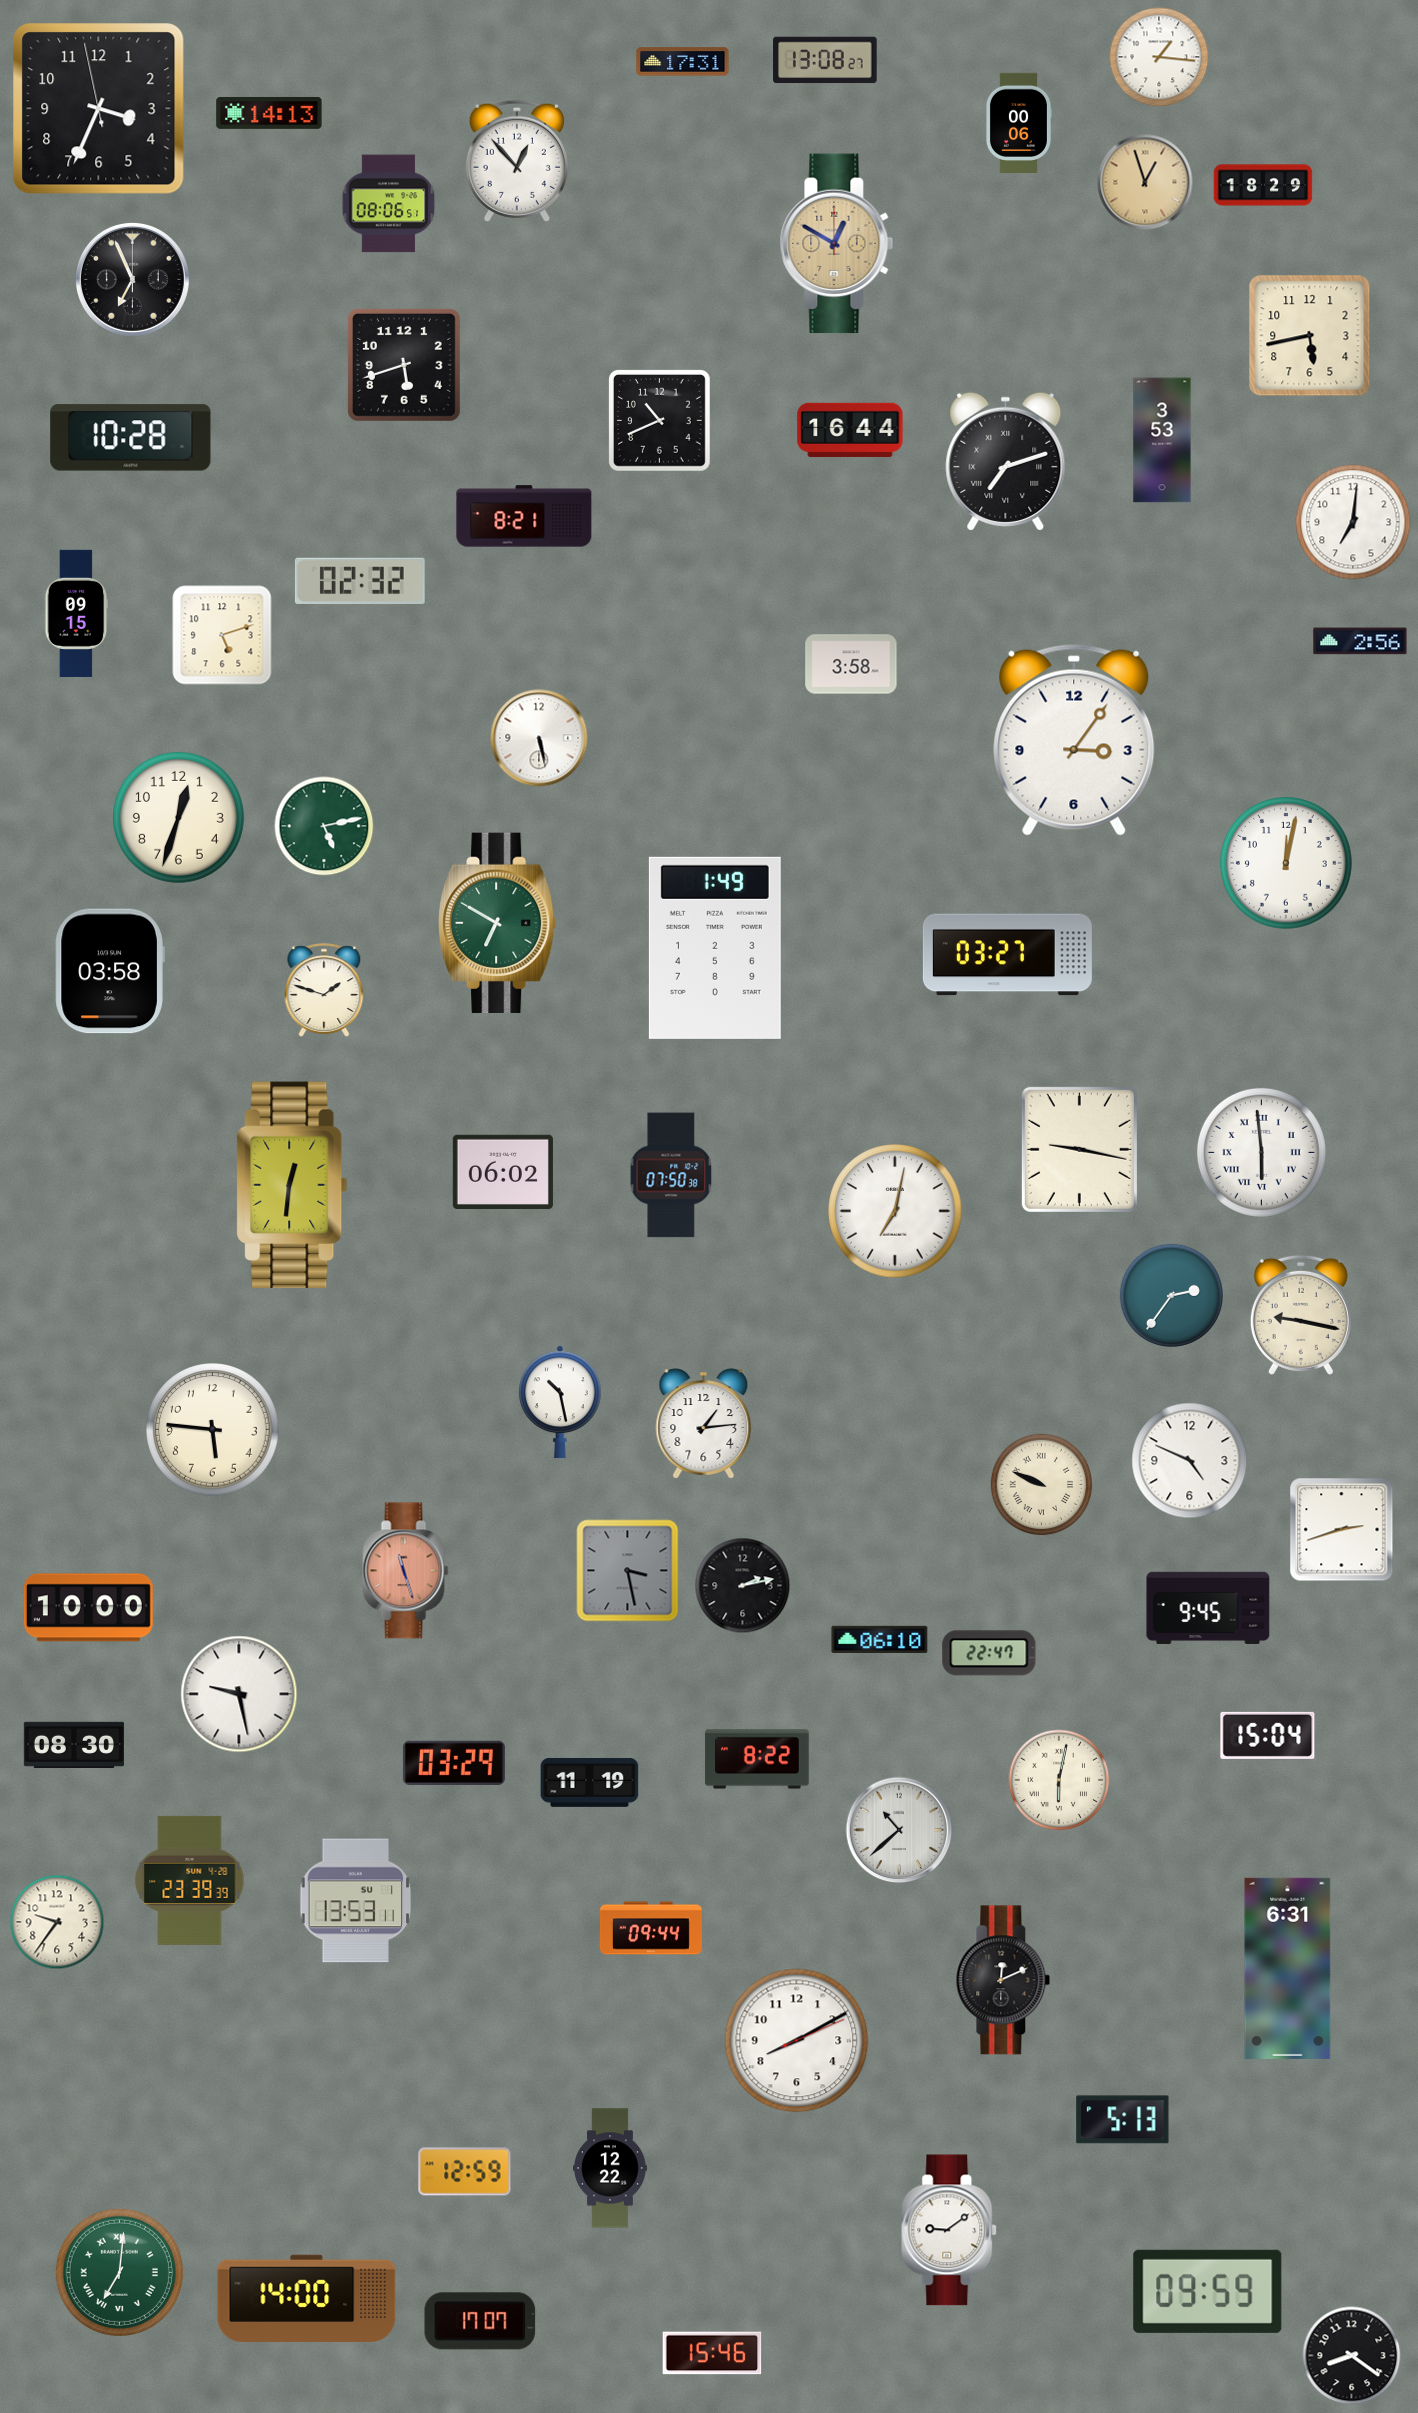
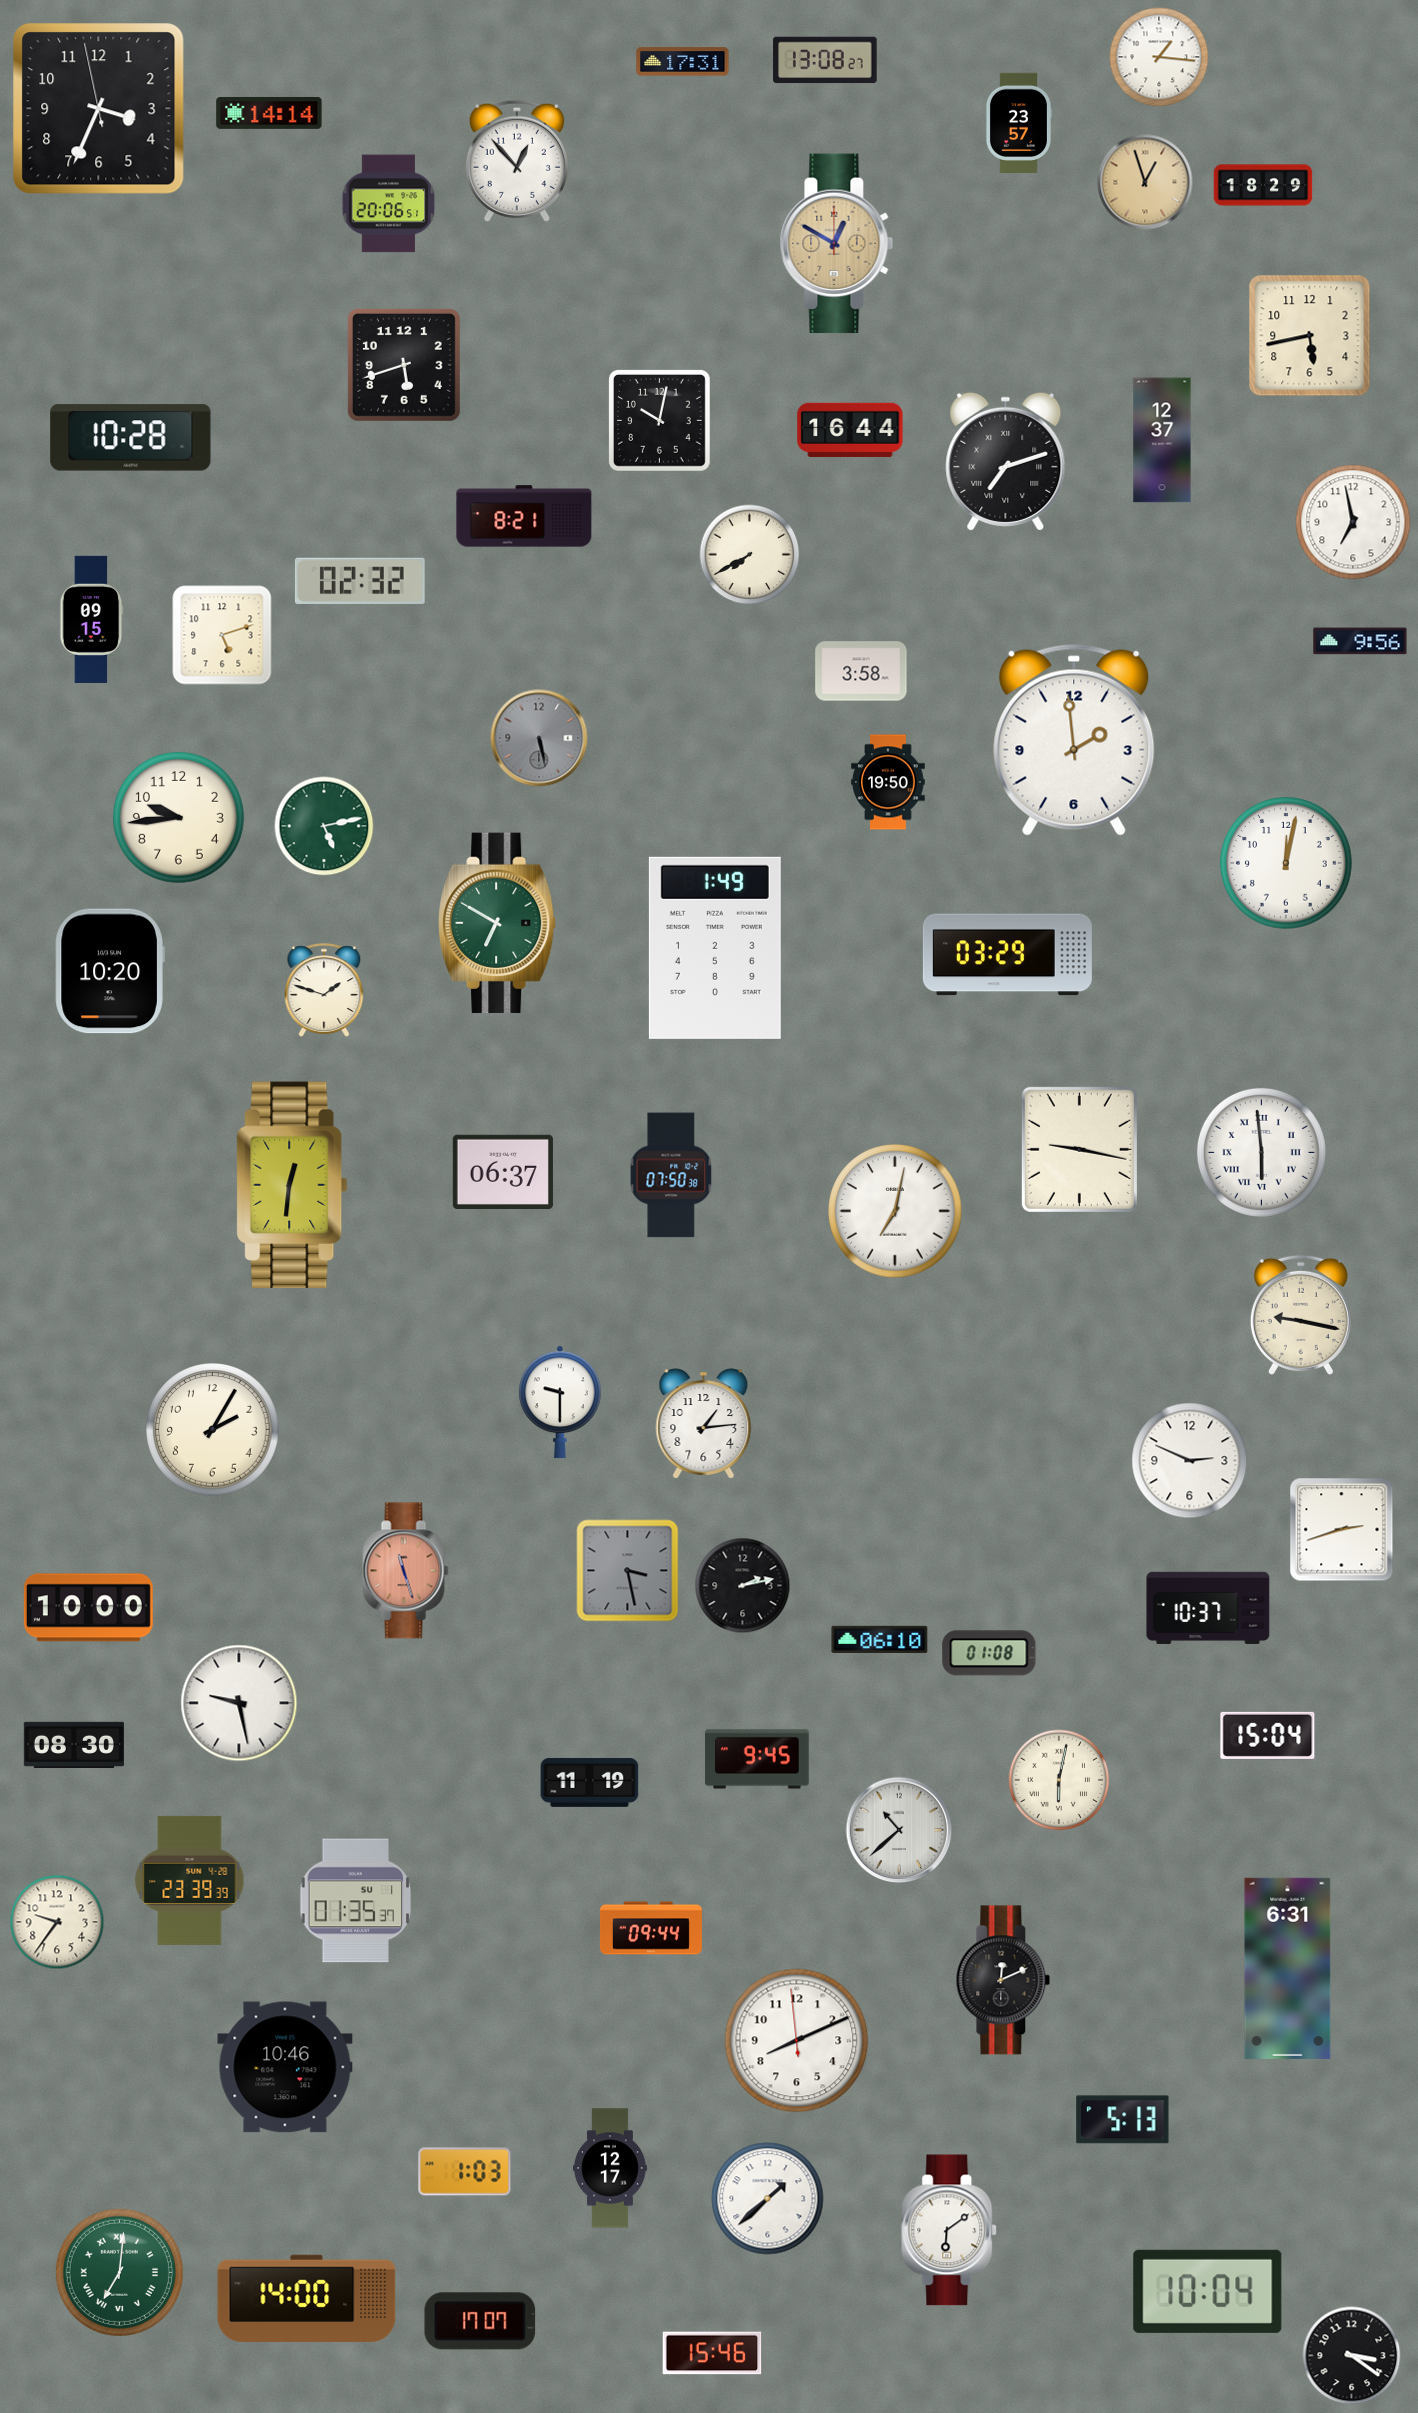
clock at (269, 113): 14:13 -> 14:14
clock at (1018, 122): 00:06 -> 23:57
clock at (389, 204): 08:06 -> 20:06
clock at (132, 279): 6:56 -> none
clock at (659, 420): 10:41 -> 10:02
clock at (1162, 440): 3:53 -> 12:37
clock at (1353, 522): 7:01 -> 6:58
clock at (750, 555): none -> 7:40
clock at (77, 613) position: (77, 613) -> (92, 619)
clock at (1360, 641): 2:56 -> 9:56
clock at (851, 664) position: (851, 664) -> (861, 671)
clock at (539, 738) dial: white -> grey
clock at (1074, 740): 3:06 -> 1:59
clock at (888, 782): none -> 19:50
clock at (178, 817): 12:33 -> 9:44
clock at (1007, 955): 03:27 -> 03:29
clock at (110, 971): 03:58 -> 10:20
clock at (503, 1171): 06:02 -> 06:37
clock at (1171, 1295): 2:36 -> none
clock at (561, 1402): 10:28 -> 9:30
clock at (213, 1430): 5:46 -> 2:05
clock at (1190, 1461): 4:49 -> 2:49
clock at (1042, 1485): 9:49 -> none
clock at (1208, 1608): 9:45 -> 10:37
clock at (989, 1653): 22:47 -> 01:08
clock at (239, 1694) position: (239, 1694) -> (239, 1703)
clock at (757, 1759): 8:22 -> 9:45
clock at (454, 1762): 03:29 -> none
clock at (356, 1901): 13:53 -> 01:35
clock at (797, 2041): 8:10:11 -> 8:10:59
clock at (285, 2067): none -> 10:46
clock at (611, 2168): 12:22 -> 12:17
clock at (465, 2172): 12:59 -> 1:03
clock at (768, 2199): none -> 1:38
clock at (950, 2230): 9:09 -> 6:09
clock at (1208, 2291): 09:59 -> 10:04
clock at (1352, 2356): 8:21 -> 3:21
